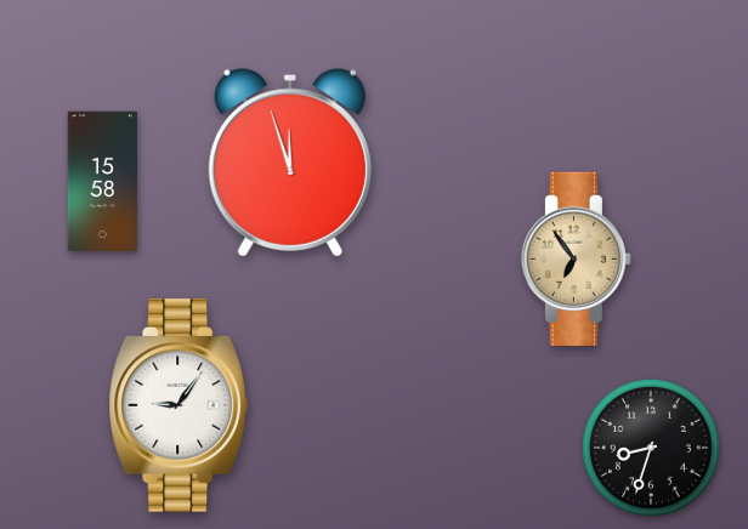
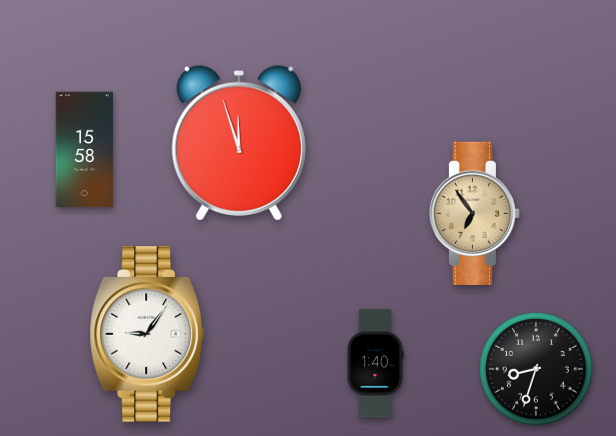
clock at (290, 163) position: (290, 163) -> (239, 143)
clock at (375, 364): none -> 1:40
